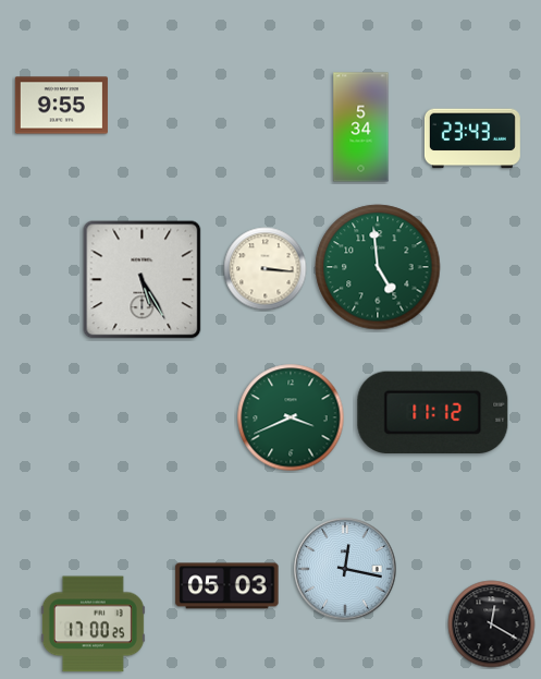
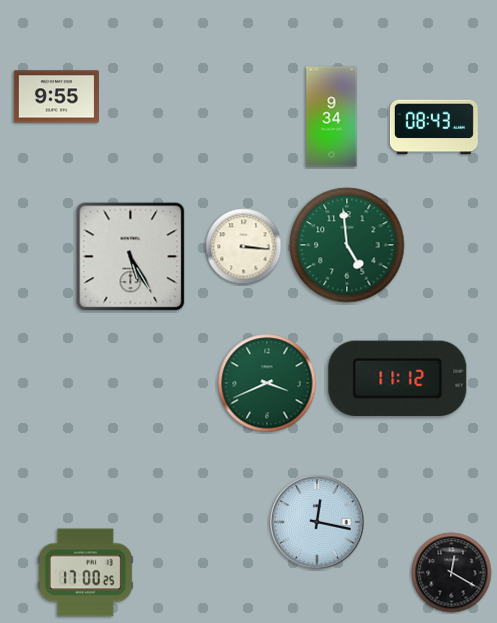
clock at (361, 128): 5:34 -> 9:34
clock at (472, 138): 23:43 -> 08:43
clock at (228, 586): 05:03 -> none
